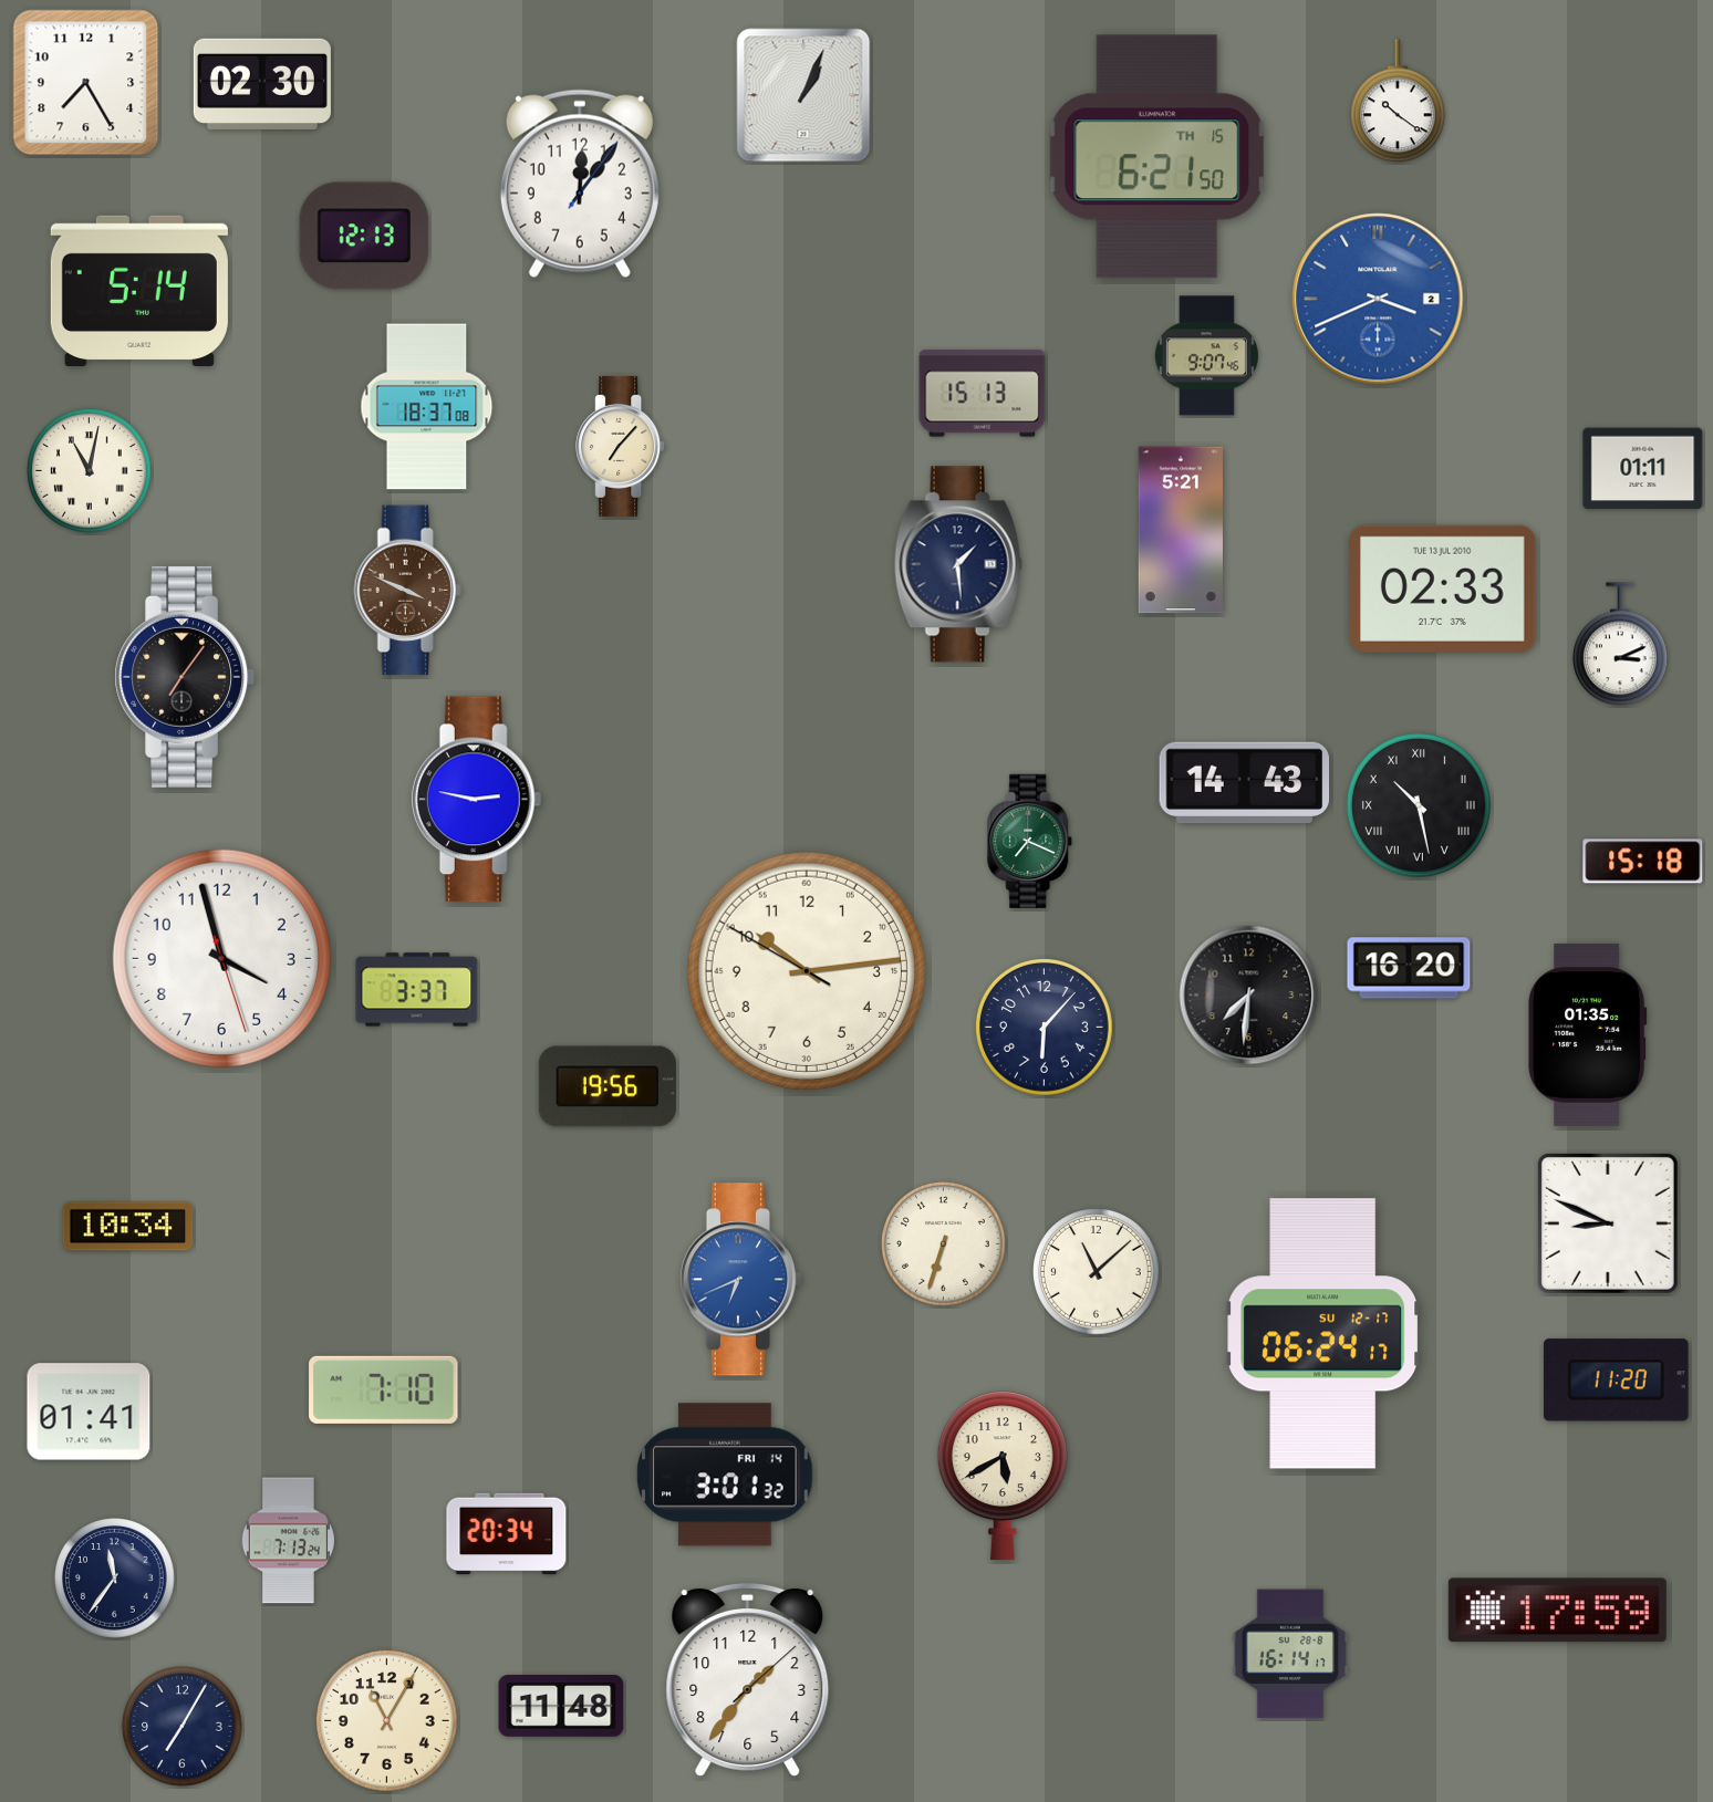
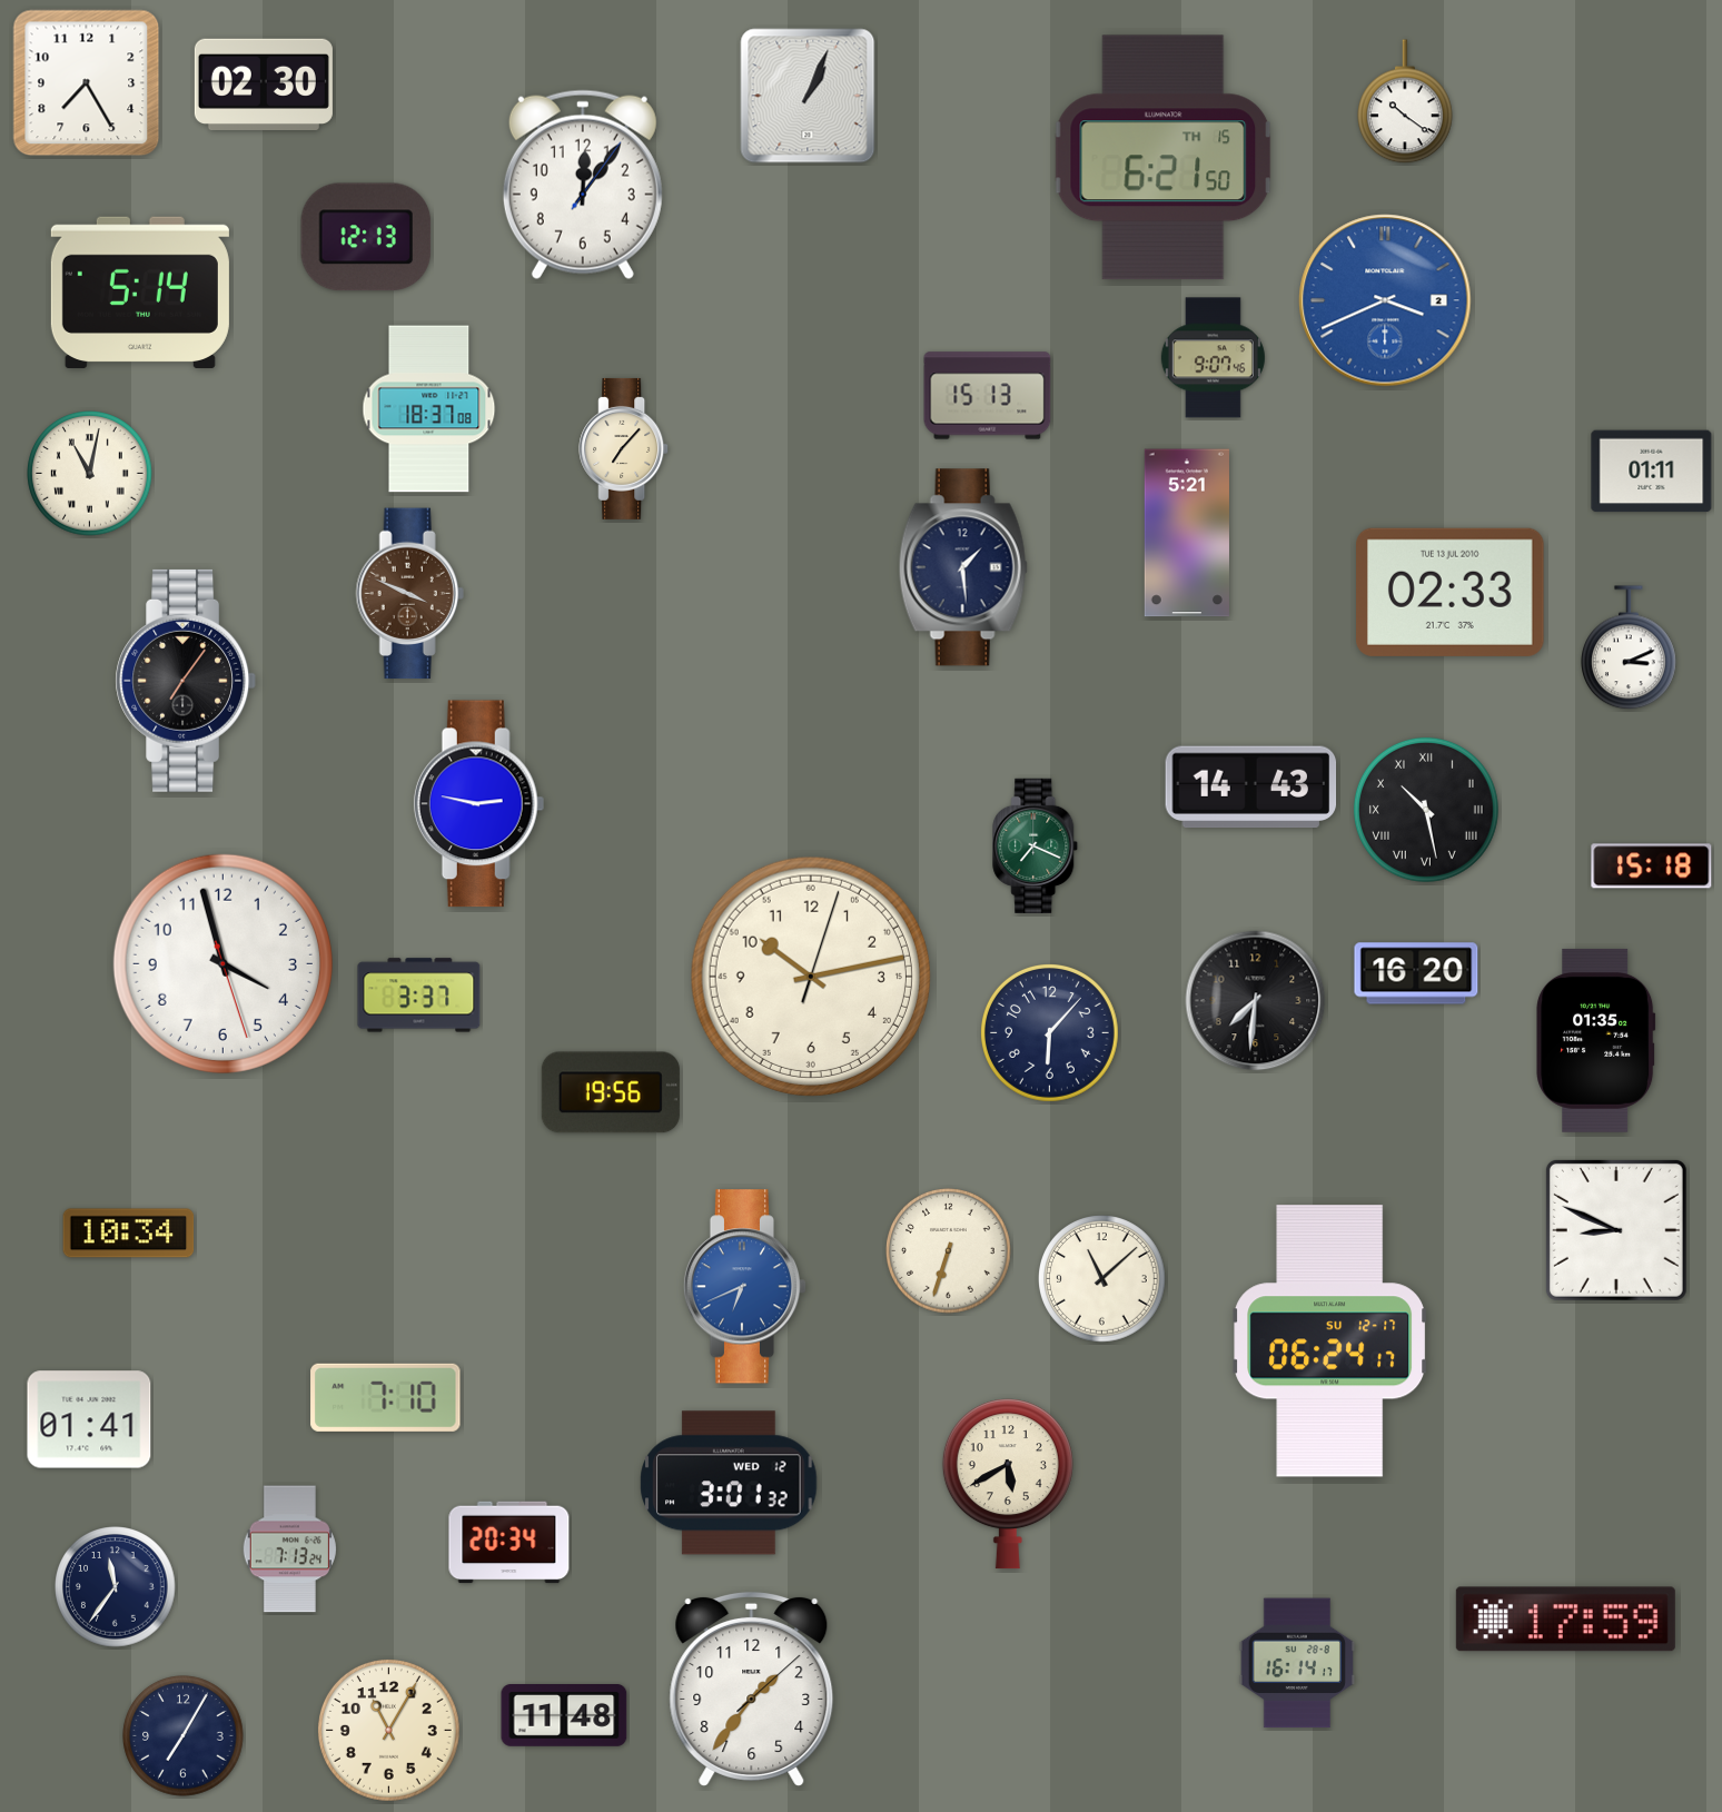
clock at (807, 971): 10:13:50 -> 10:13:03
clock at (1616, 1381): 11:20 -> none
clock at (725, 1475) date: FRI 14 -> WED 12
